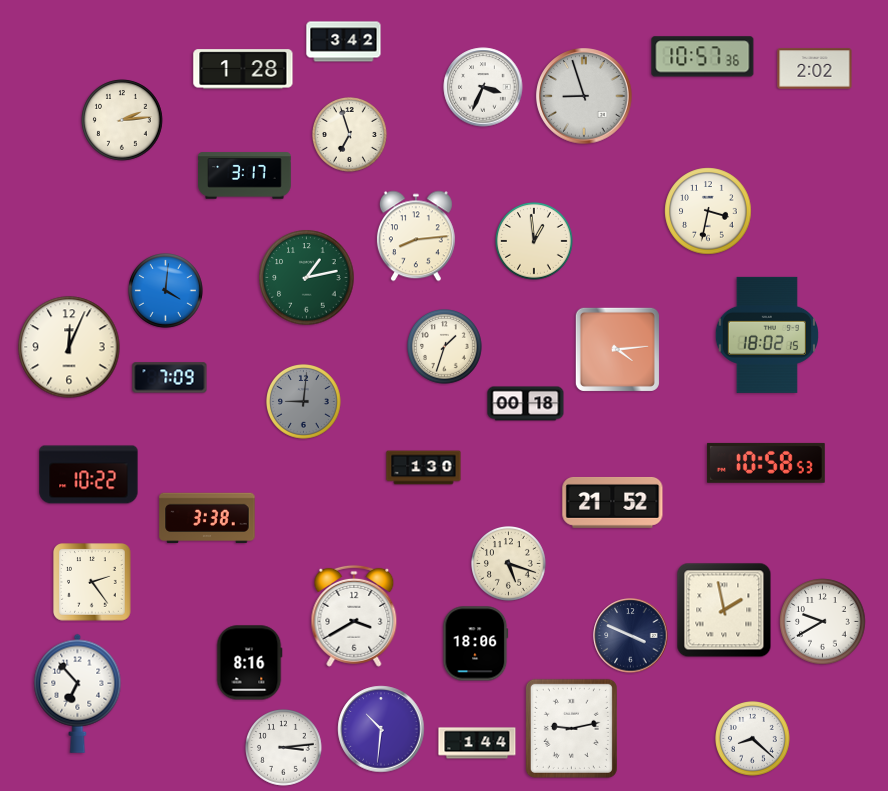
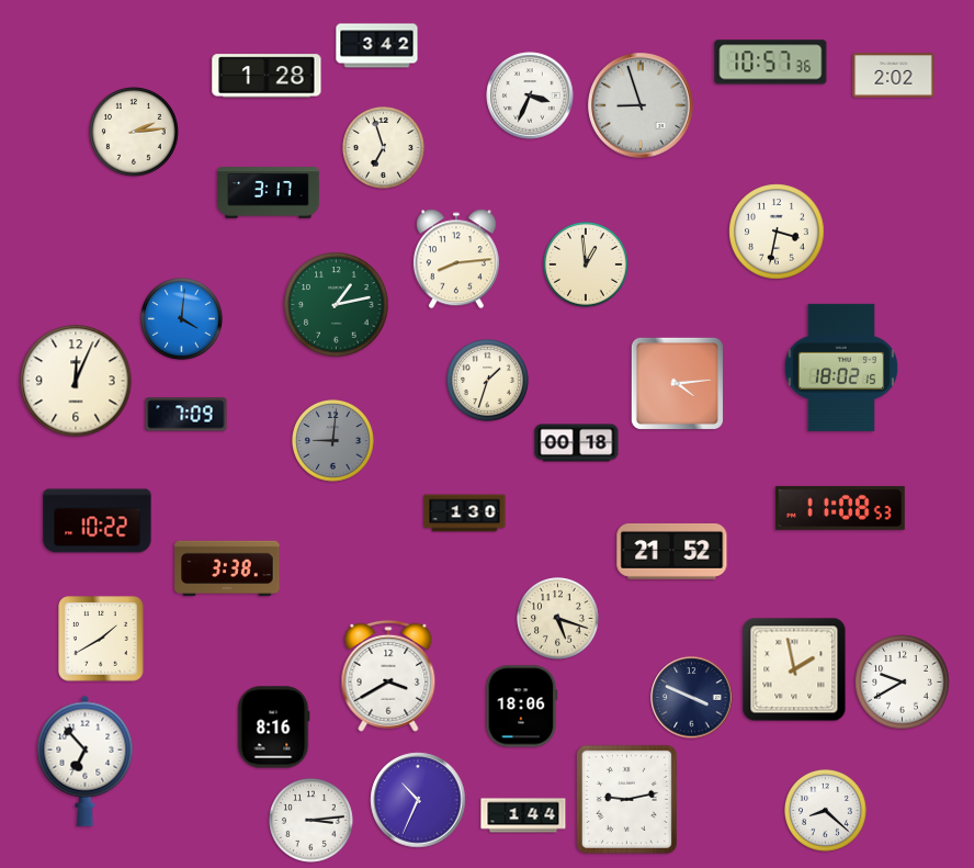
clock at (766, 463): 10:58 -> 11:08
clock at (92, 582): 2:24 -> 1:40
clock at (381, 729): 10:31 -> 10:34
